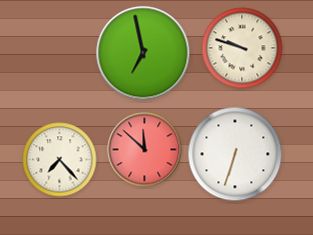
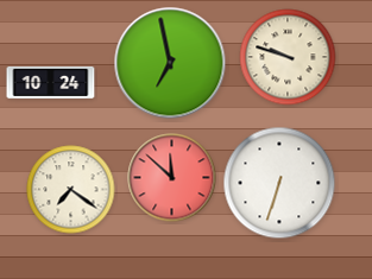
clock at (51, 82): none -> 10:24
clock at (60, 160): 7:23 -> 7:21
